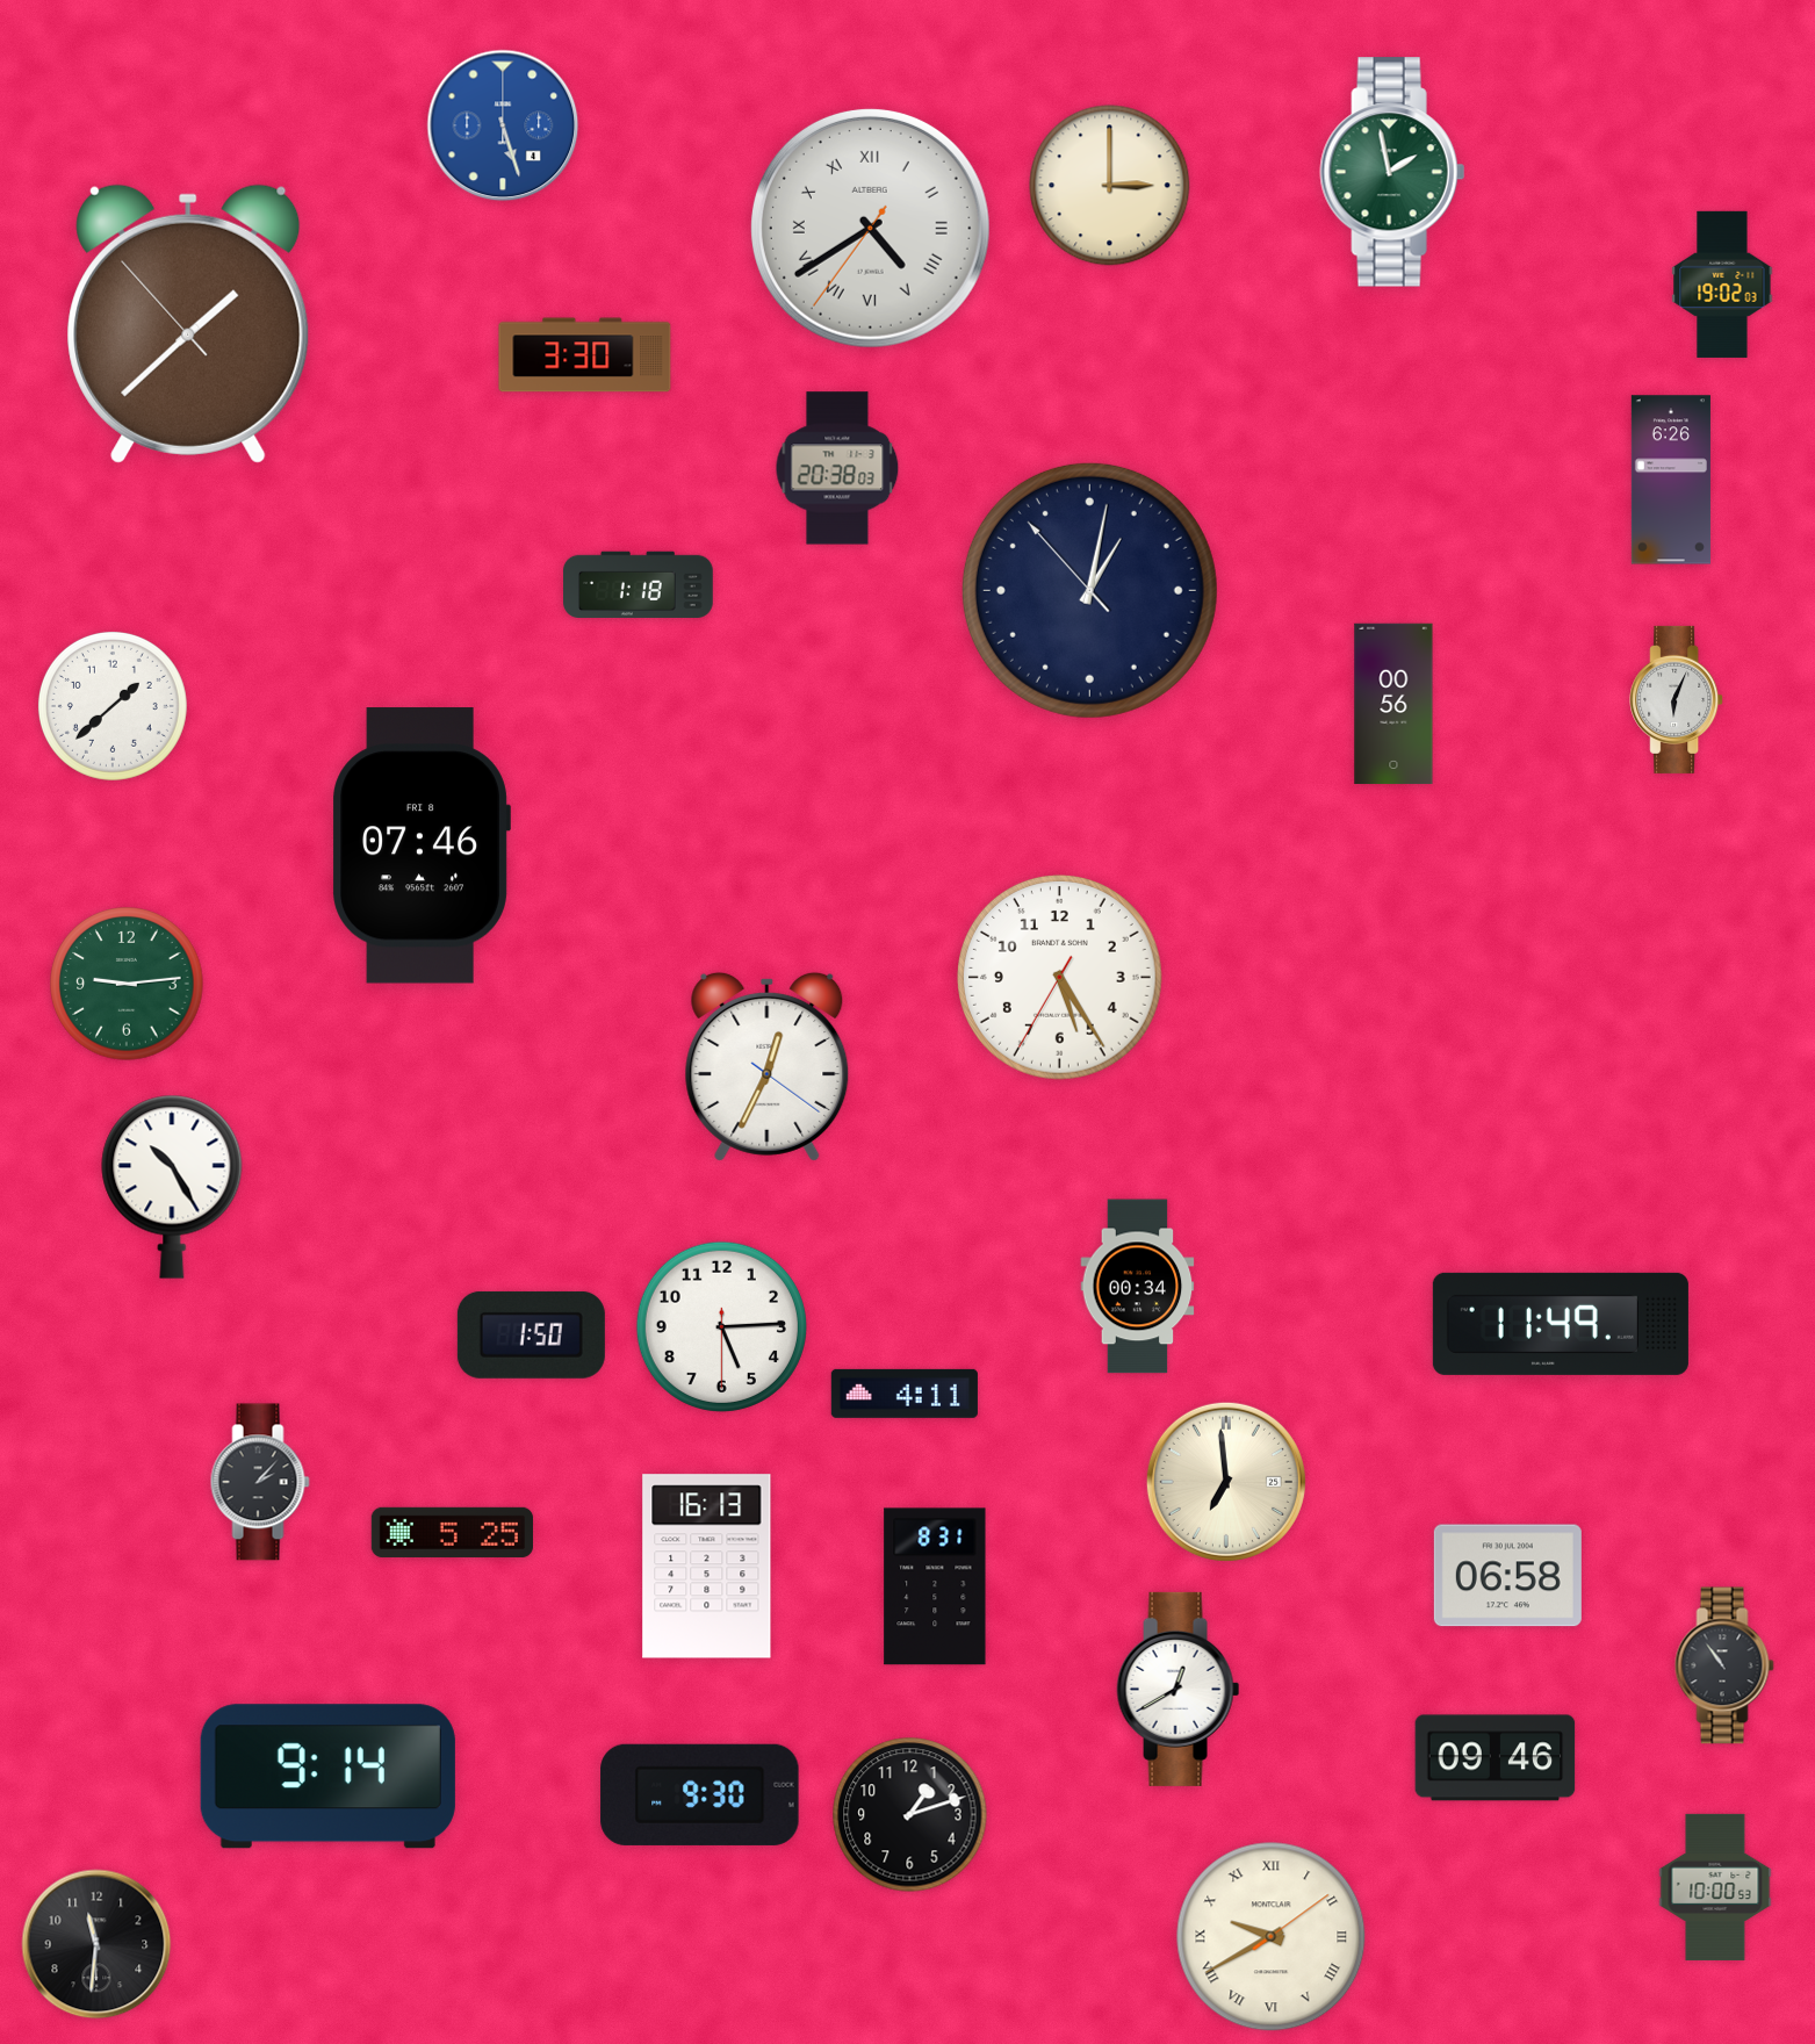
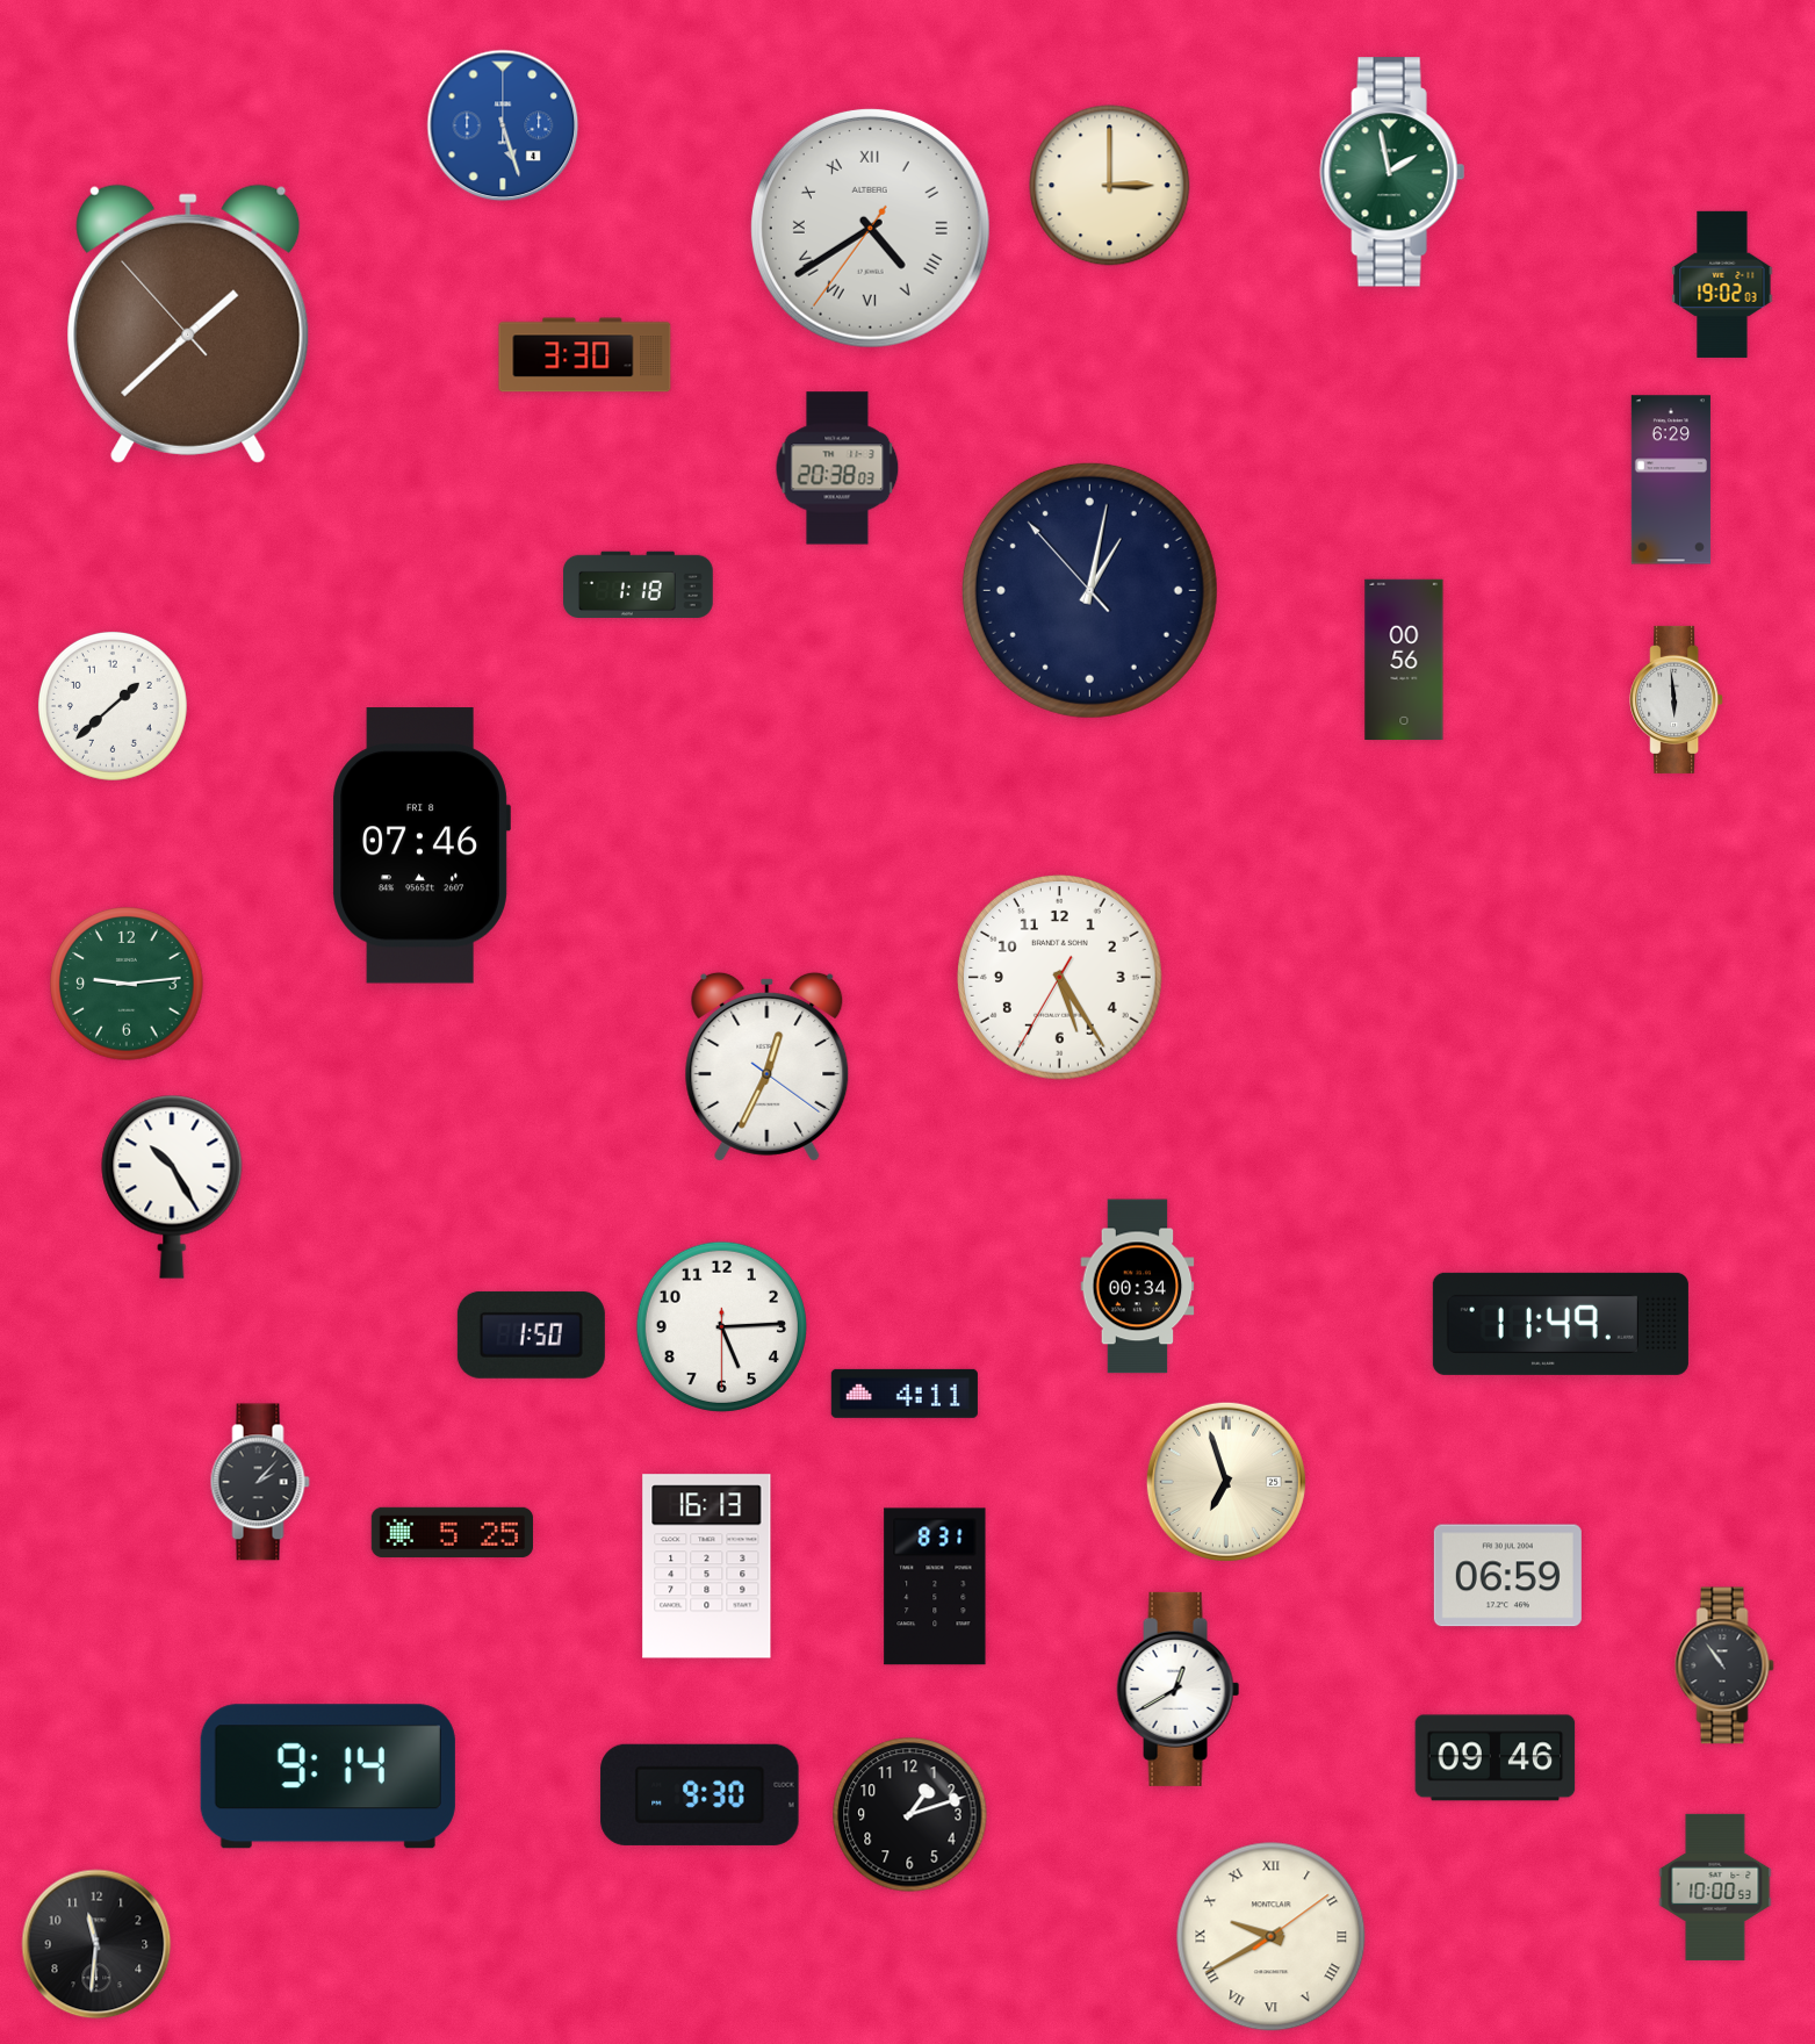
clock at (1671, 480): 6:26 -> 6:29
clock at (1677, 699): 6:04 -> 5:59
clock at (1393, 704) position: (1393, 704) -> (1404, 660)
clock at (1226, 1482): 6:59 -> 6:57
clock at (1507, 1576): 06:58 -> 06:59
